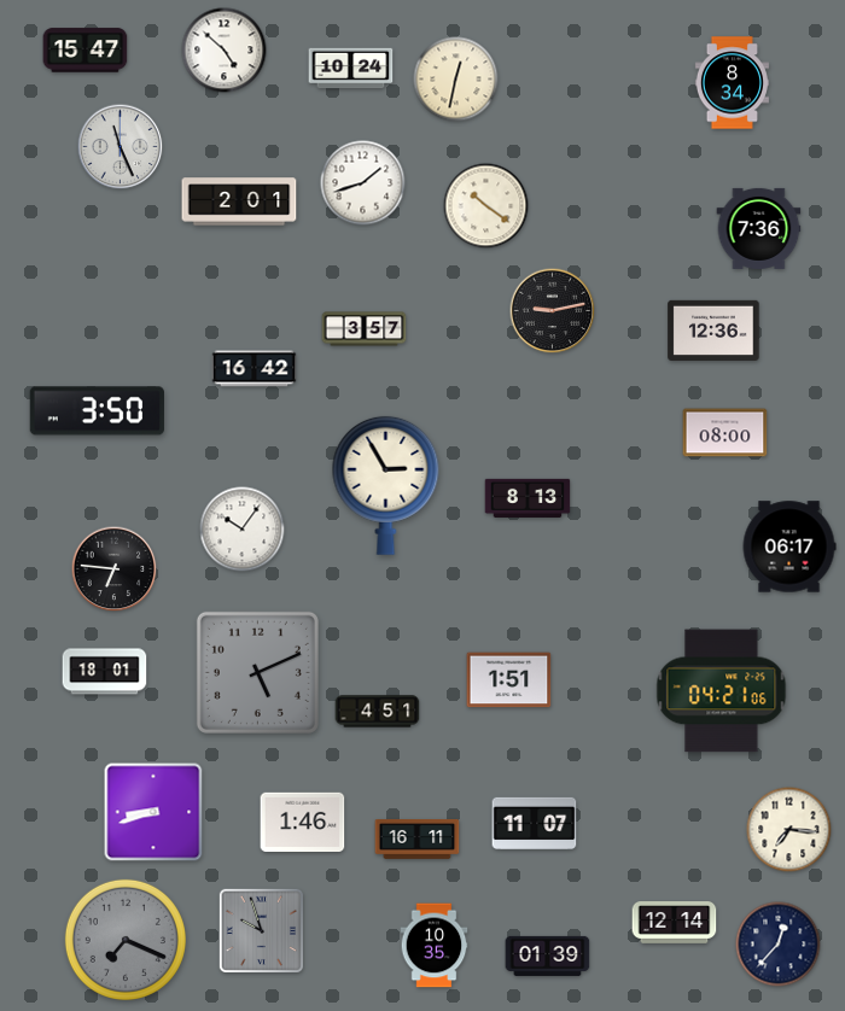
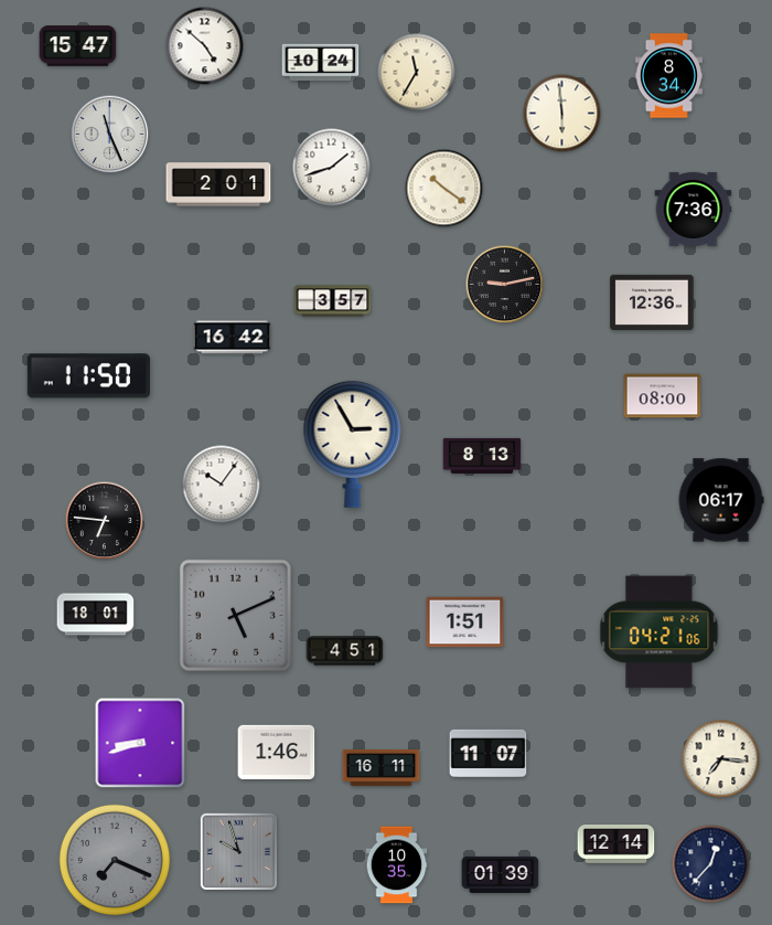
clock at (456, 80): 12:32 -> 11:35
clock at (562, 114): none -> 5:59
clock at (97, 411): 3:50 -> 11:50
